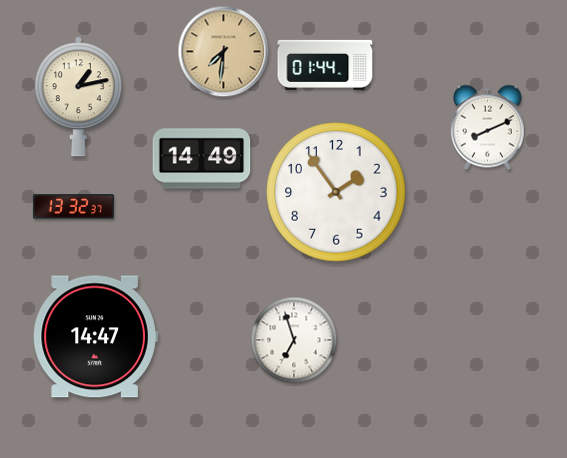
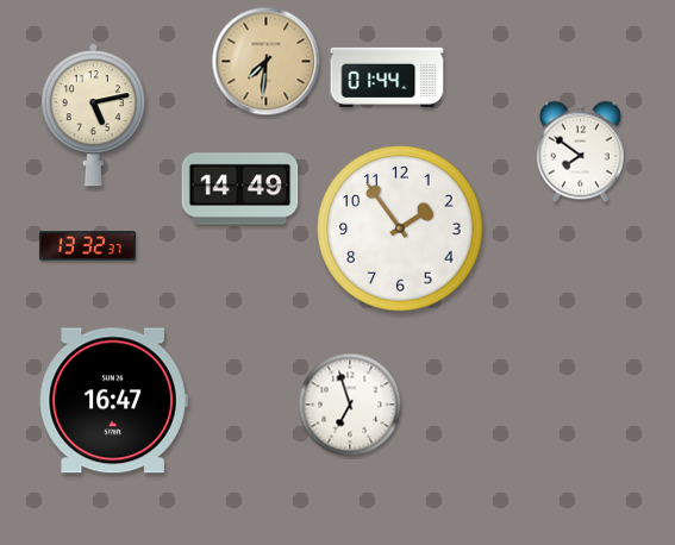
clock at (78, 97): 1:13 -> 5:13
clock at (487, 128): 8:11 -> 7:51
clock at (95, 337): 14:47 -> 16:47
